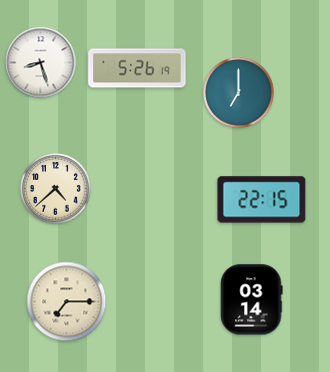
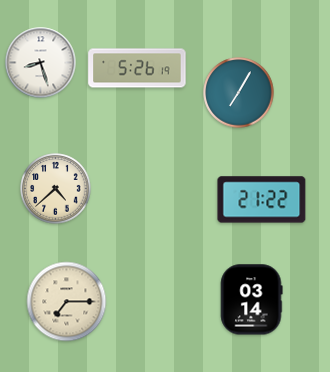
clock at (239, 93): 7:00 -> 7:05
clock at (262, 200): 22:15 -> 21:22
